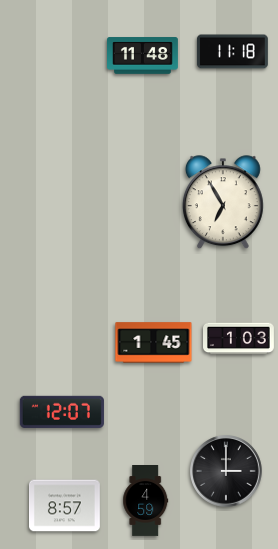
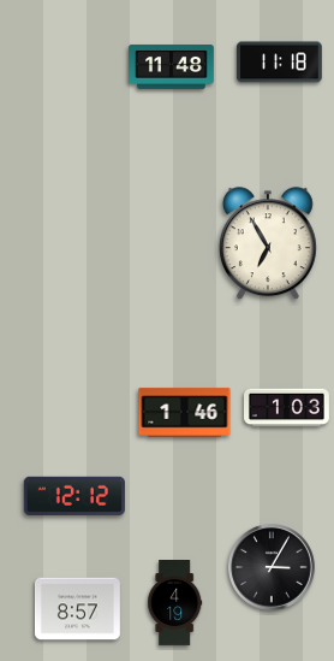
clock at (154, 343): 1:45 -> 1:46
clock at (62, 412): 12:07 -> 12:12
clock at (227, 472): 3:00 -> 3:05
clock at (146, 501): 4:59 -> 4:19
